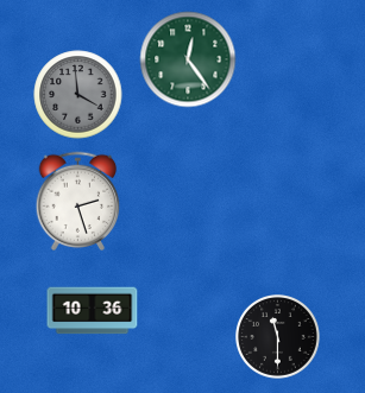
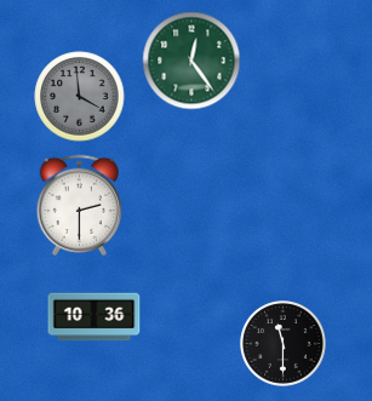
clock at (78, 202): 2:27 -> 2:30
